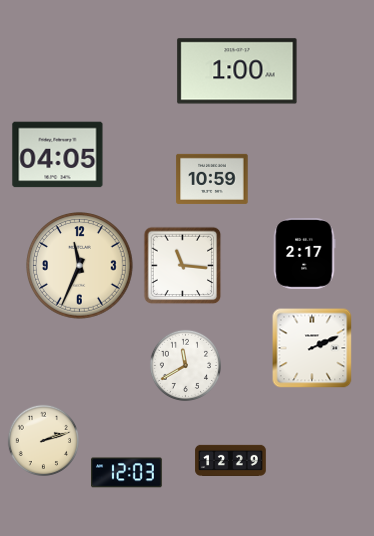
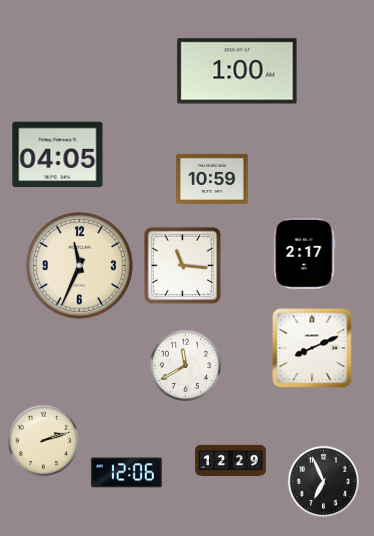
clock at (312, 348): 2:11 -> 8:11
clock at (127, 473): 12:03 -> 12:06
clock at (323, 481): none -> 6:56
